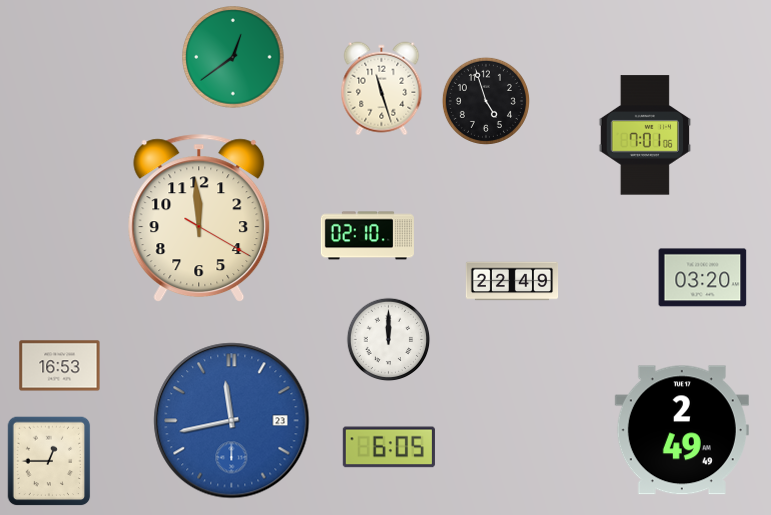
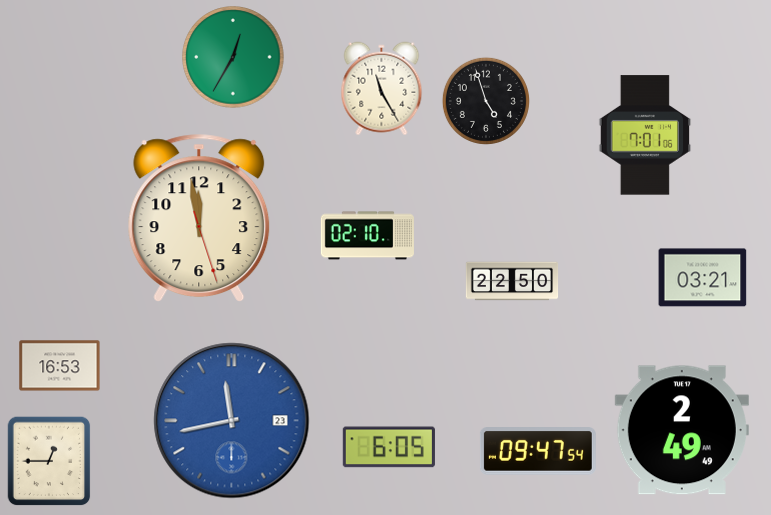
clock at (233, 57): 12:39 -> 12:35
clock at (382, 89): 11:27 -> 11:25
clock at (199, 218): 11:59 -> 11:58
clock at (703, 278): 03:20 -> 03:21
clock at (512, 281): 22:49 -> 22:50
clock at (389, 340): 12:00 -> none
clock at (538, 452): none -> 09:47
